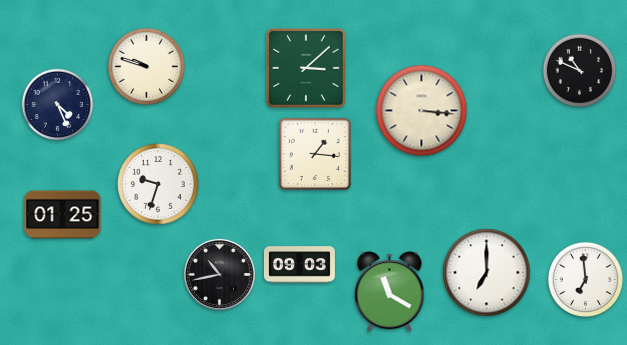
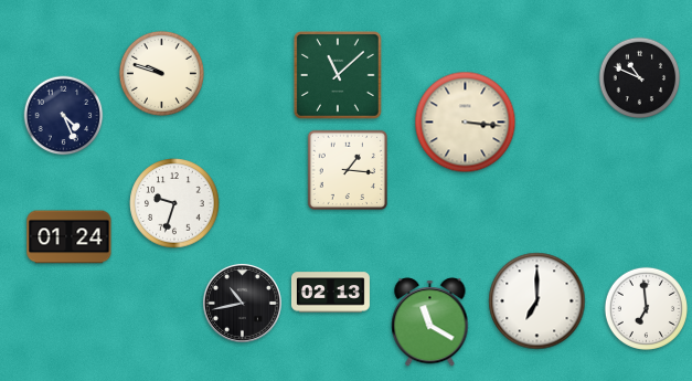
clock at (307, 69): 3:08 -> 11:08
clock at (63, 215): 01:25 -> 01:24
clock at (299, 265): 09:03 -> 02:13
